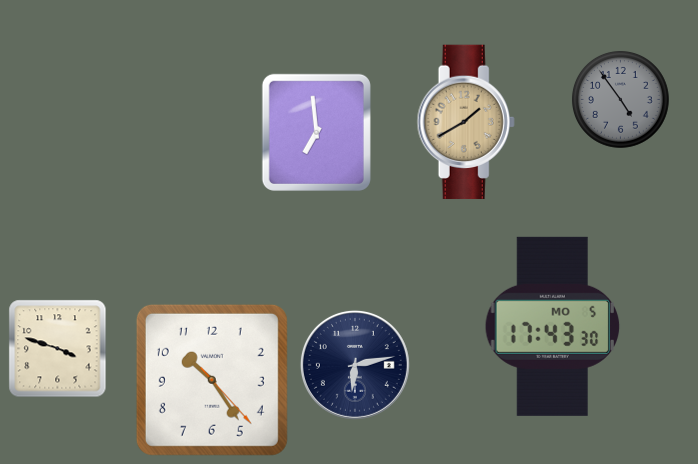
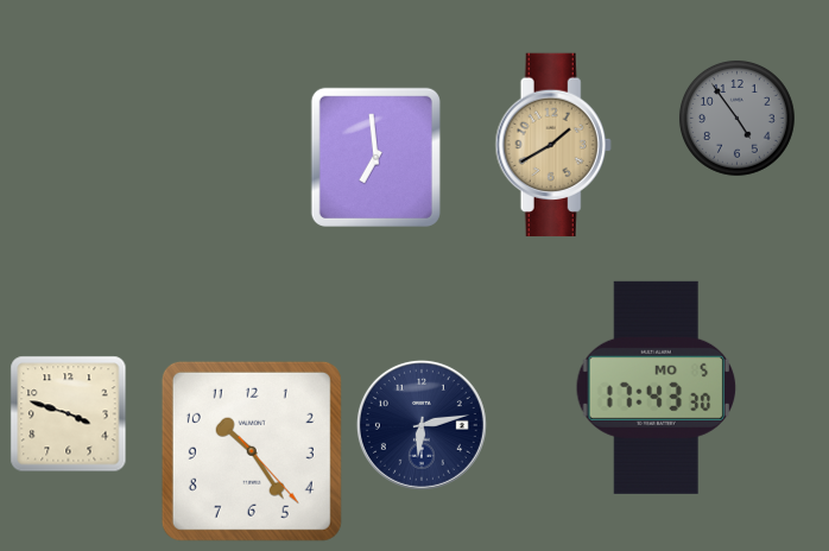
clock at (355, 365) position: (355, 365) -> (422, 425)
